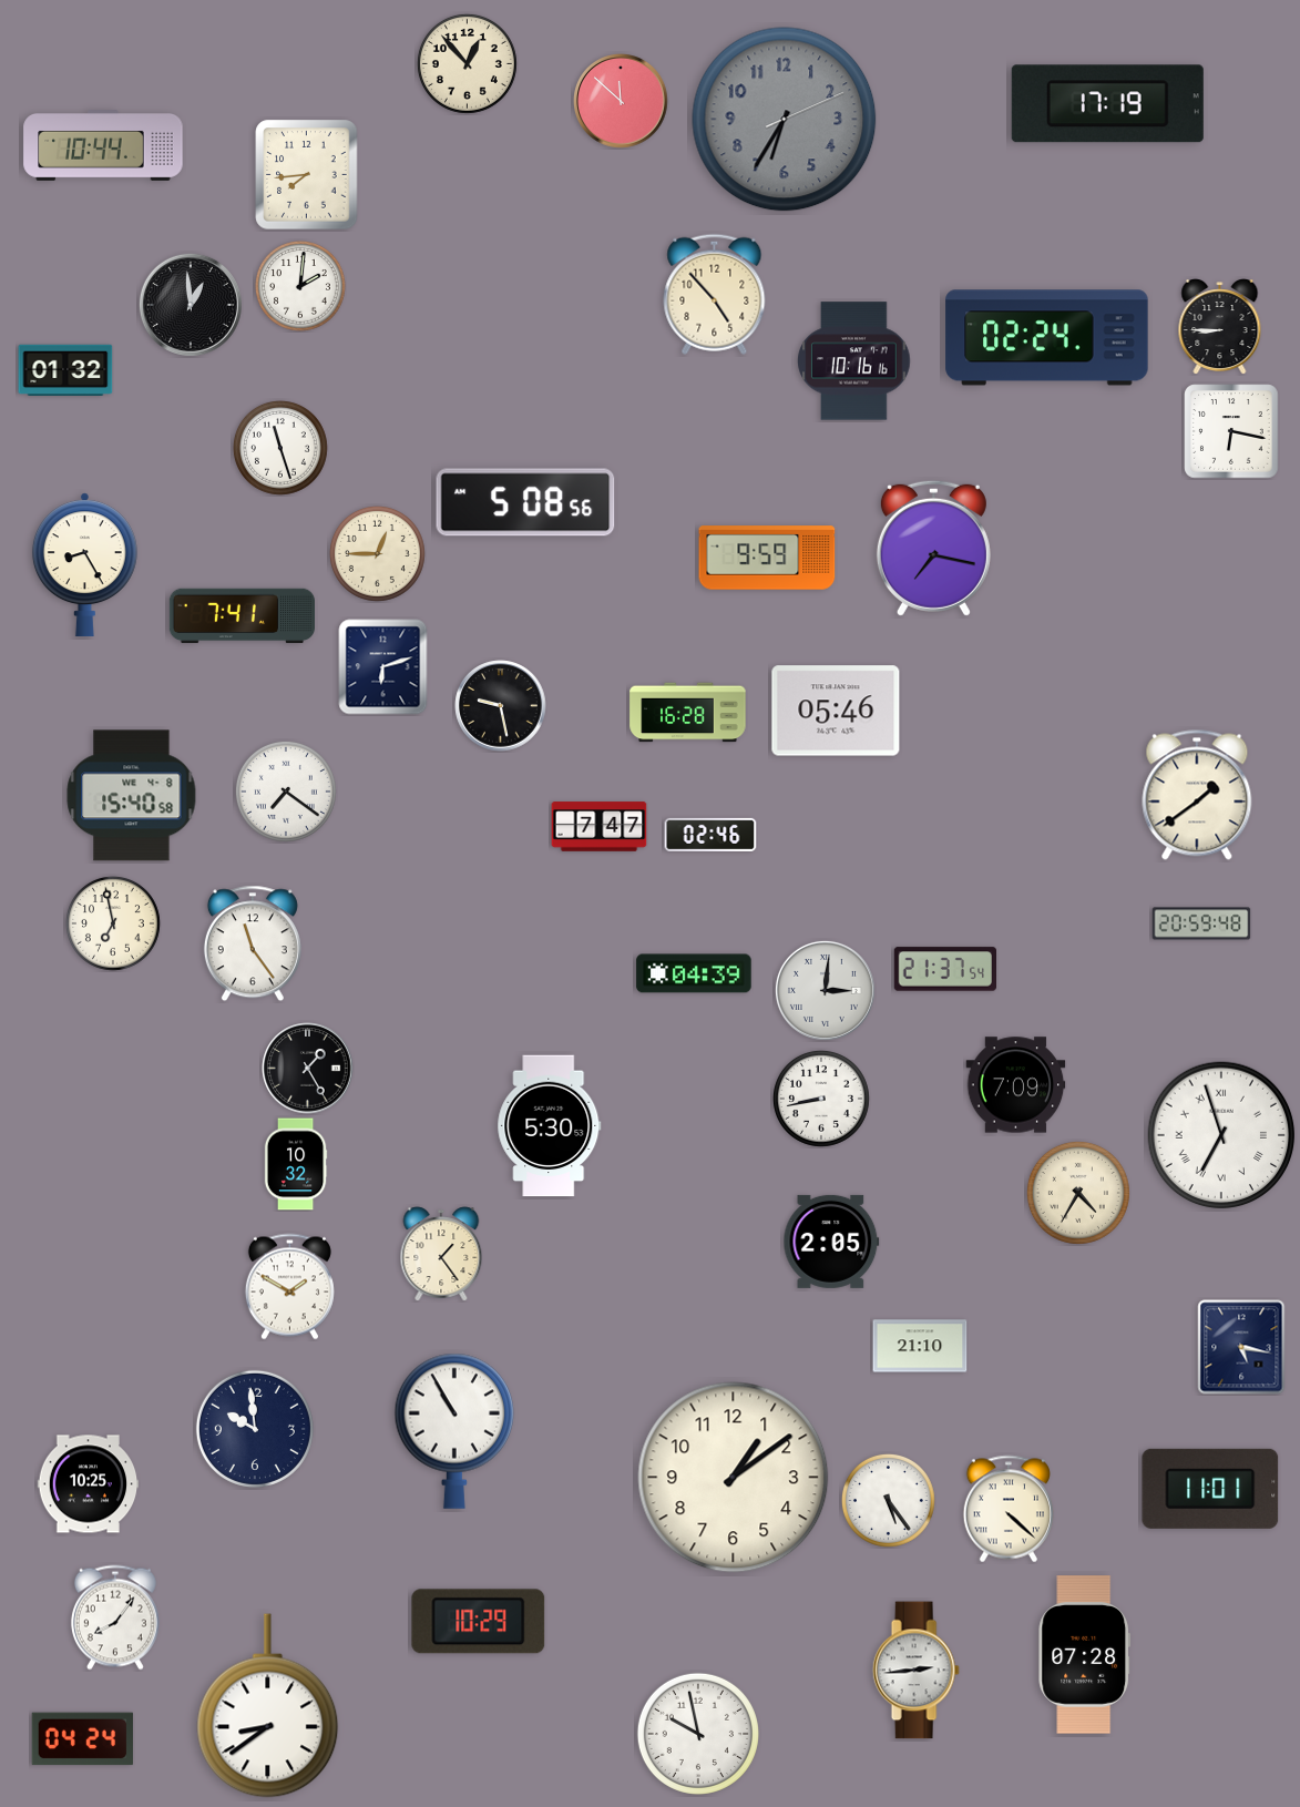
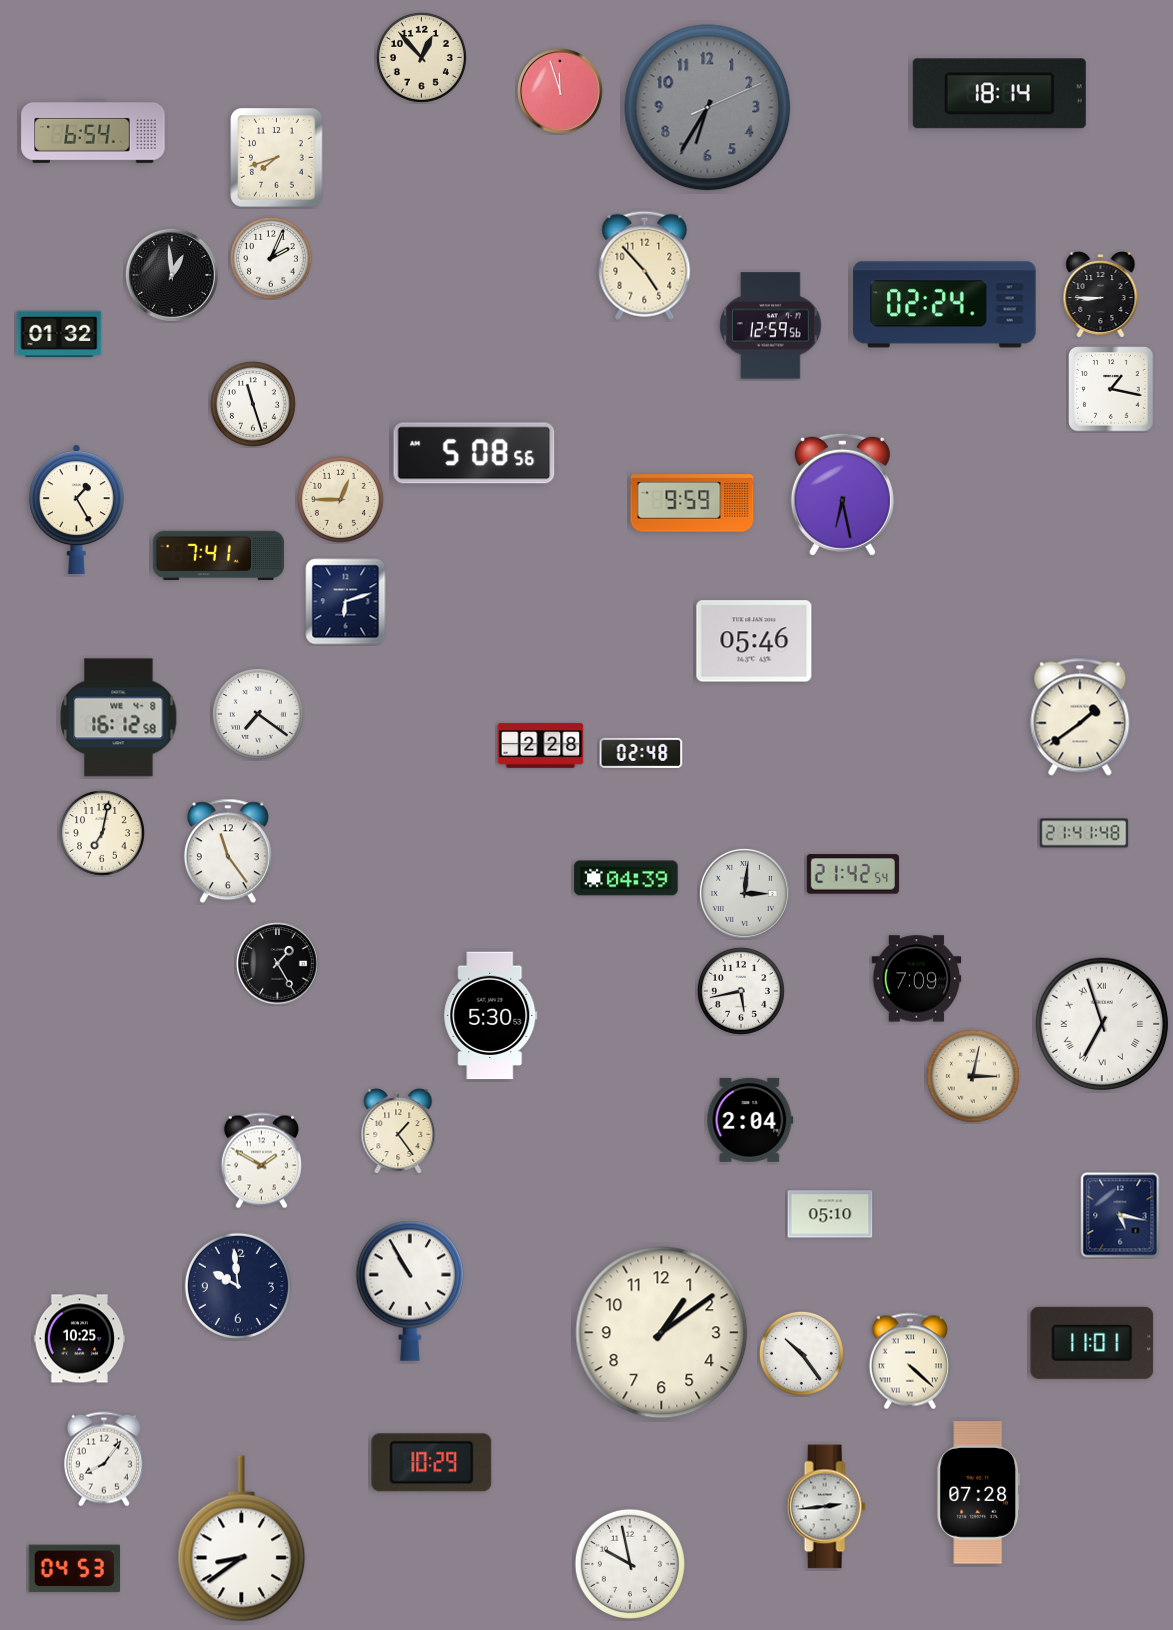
clock at (622, 102): 11:52 -> 11:57
clock at (1107, 104): 17:19 -> 18:14
clock at (103, 146): 10:44 -> 6:54
clock at (307, 175): 7:44 -> 7:42
clock at (301, 287): 2:01 -> 2:04
clock at (854, 361): 10:16 -> 12:59
clock at (1231, 431): 6:17 -> 1:17
clock at (933, 548): 7:17 -> 6:28
clock at (84, 564): 8:25 -> 1:25
clock at (501, 706): 9:28 -> none
clock at (688, 713): 16:28 -> none
clock at (132, 796): 15:40 -> 16:12
clock at (600, 827): 7:47 -> 2:28
clock at (710, 835): 02:46 -> 02:48
clock at (113, 923): 6:58 -> 7:02
clock at (1201, 923): 20:59 -> 21:41
clock at (944, 969): 21:37 -> 21:42
clock at (821, 1099): 8:43 -> 5:43
clock at (550, 1126) position: (550, 1126) -> (491, 1016)
clock at (296, 1164): 10:32 -> none
clock at (1078, 1193): 4:35 -> 3:02
clock at (831, 1242): 2:05 -> 2:04
clock at (920, 1346): 21:10 -> 05:10
clock at (255, 1429) position: (255, 1429) -> (238, 1286)
clock at (888, 1500): 5:24 -> 10:24
clock at (82, 1739): 04:24 -> 04:53
